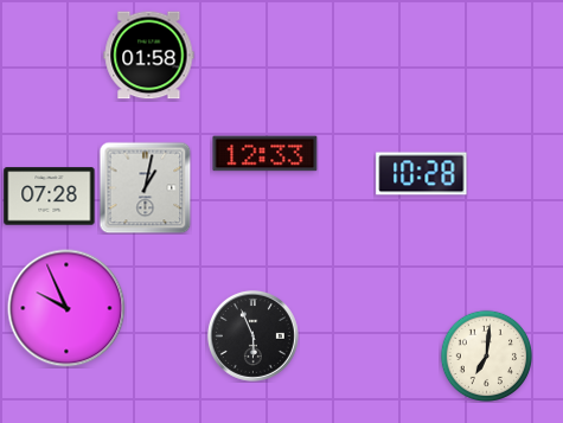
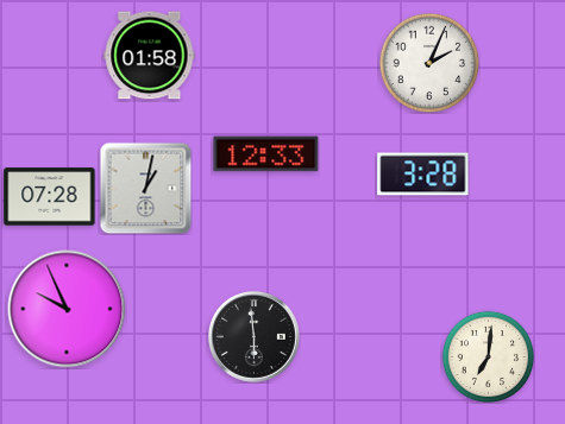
clock at (429, 63): none -> 2:04
clock at (422, 174): 10:28 -> 3:28
clock at (252, 335): 5:56 -> 5:59
